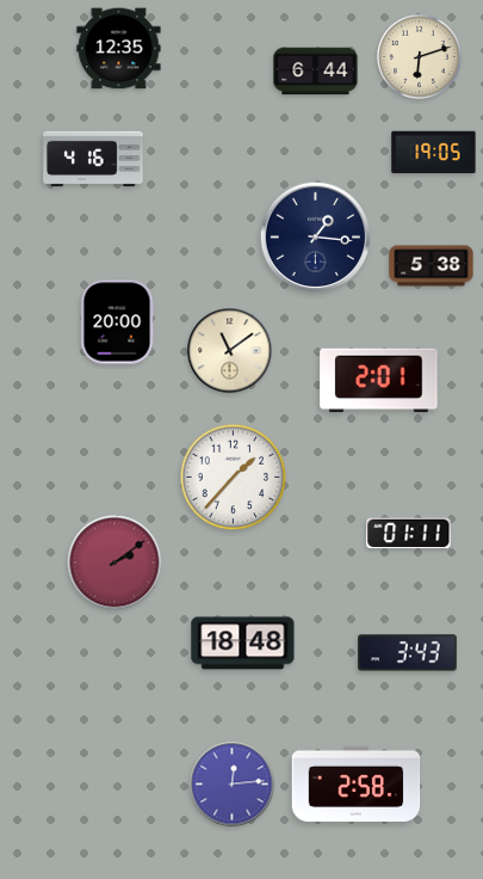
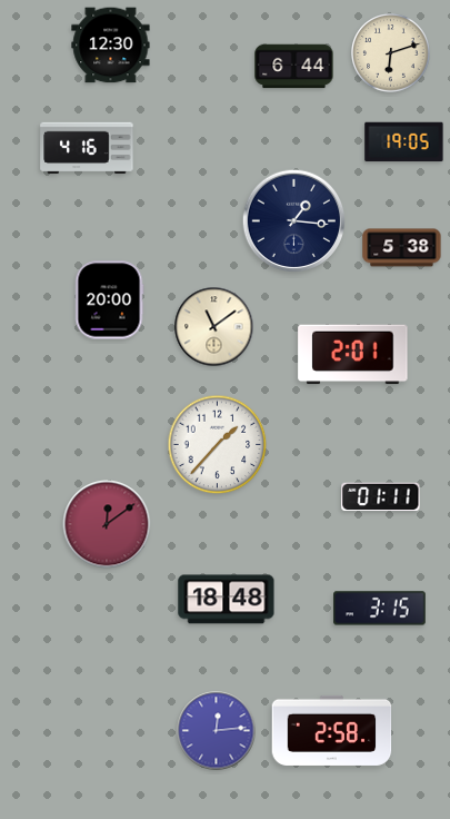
clock at (119, 49): 12:35 -> 12:30
clock at (114, 563): 2:09 -> 12:09
clock at (408, 653): 3:43 -> 3:15
